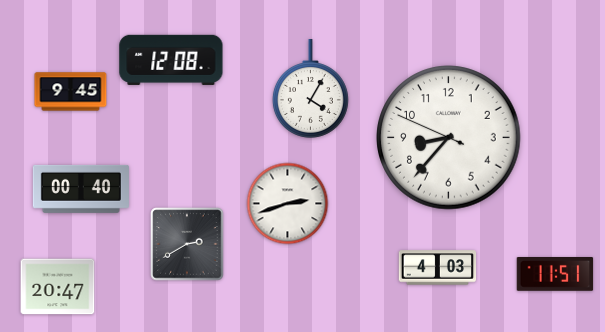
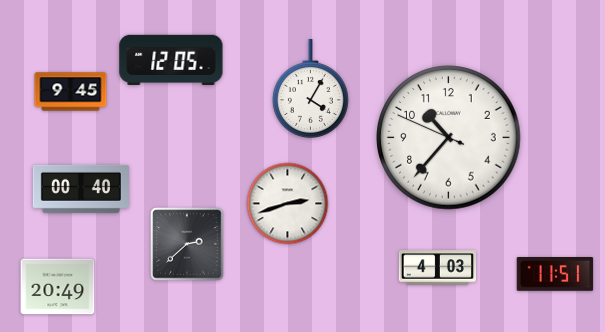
clock at (171, 60): 12:08 -> 12:05
clock at (449, 138): 8:36 -> 10:36
clock at (187, 244): 2:40 -> 2:38
clock at (58, 287): 20:47 -> 20:49
